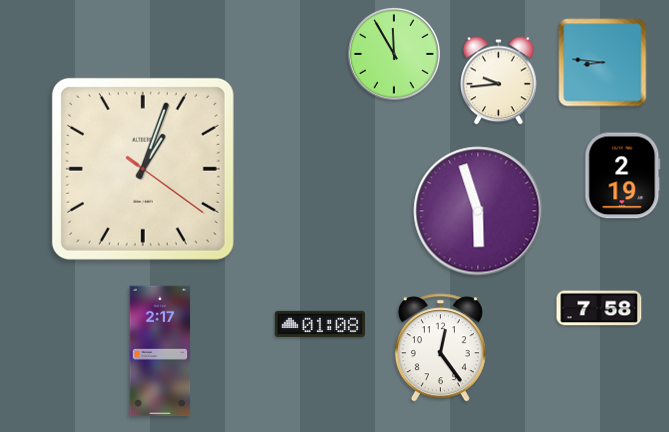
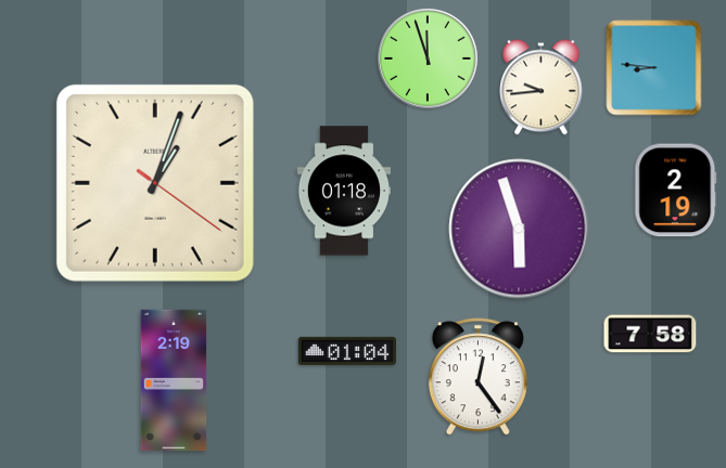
clock at (394, 54): 11:55 -> 11:57
clock at (343, 191): none -> 01:18
clock at (320, 324): 01:08 -> 01:04
clock at (160, 351): 2:17 -> 2:19
